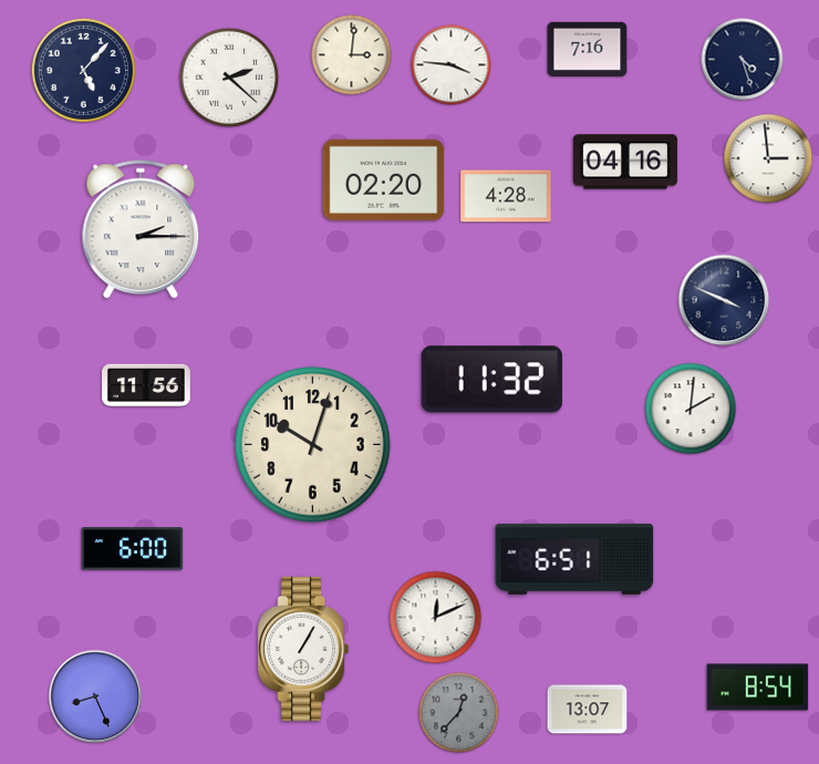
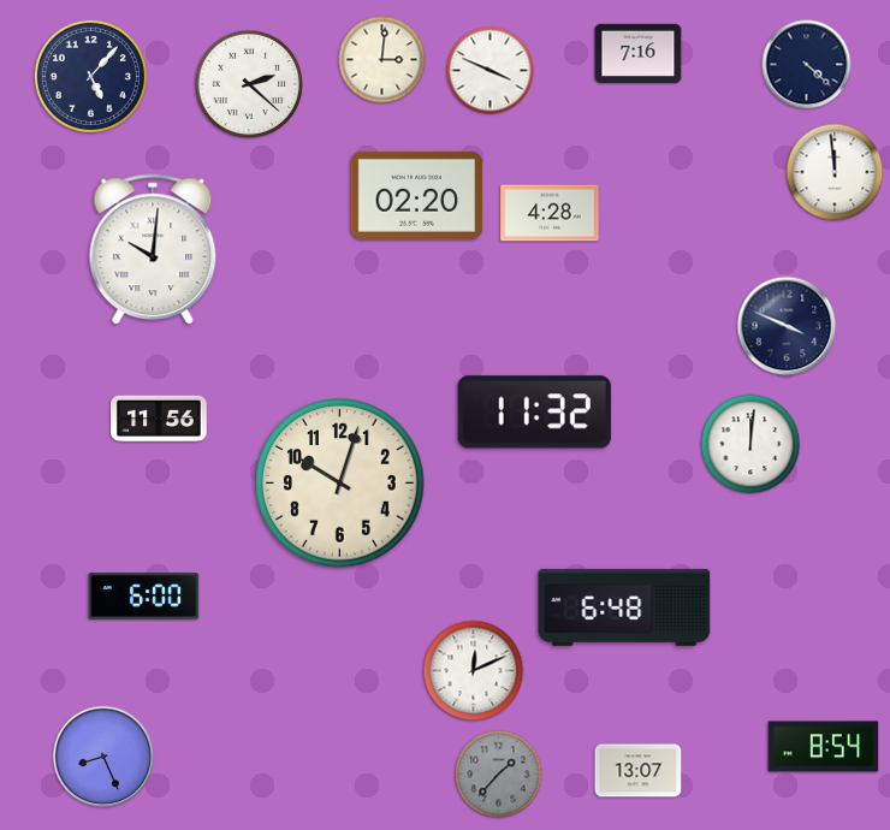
clock at (743, 60): 4:27 -> 4:22
clock at (452, 65): 3:46 -> 3:49
clock at (768, 158): 2:59 -> 11:59
clock at (625, 162): 04:16 -> none
clock at (141, 230): 2:15 -> 10:01
clock at (691, 409): 2:01 -> 12:01
clock at (574, 559): 6:51 -> 6:48
clock at (303, 649): 1:05 -> none
clock at (459, 713): 12:37 -> 1:37
